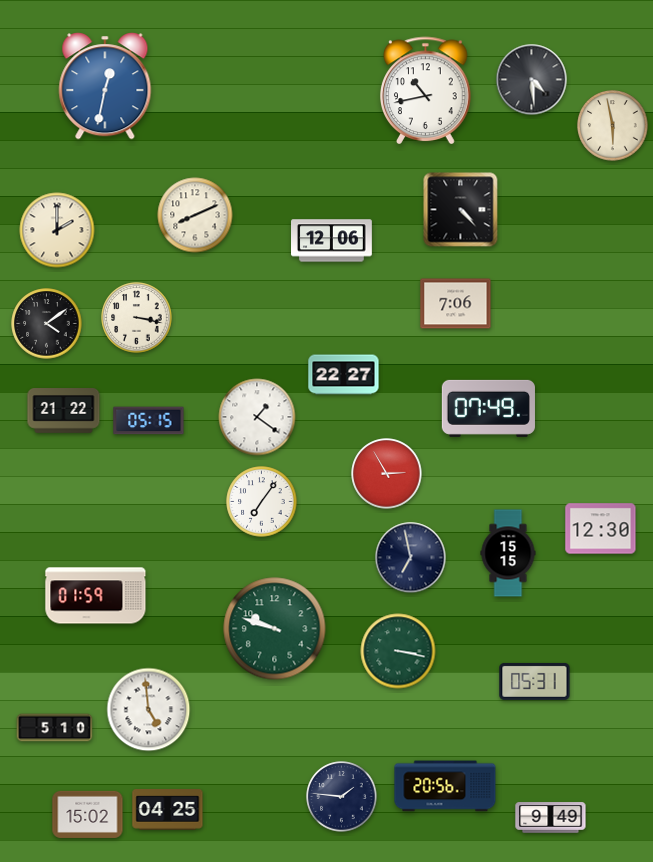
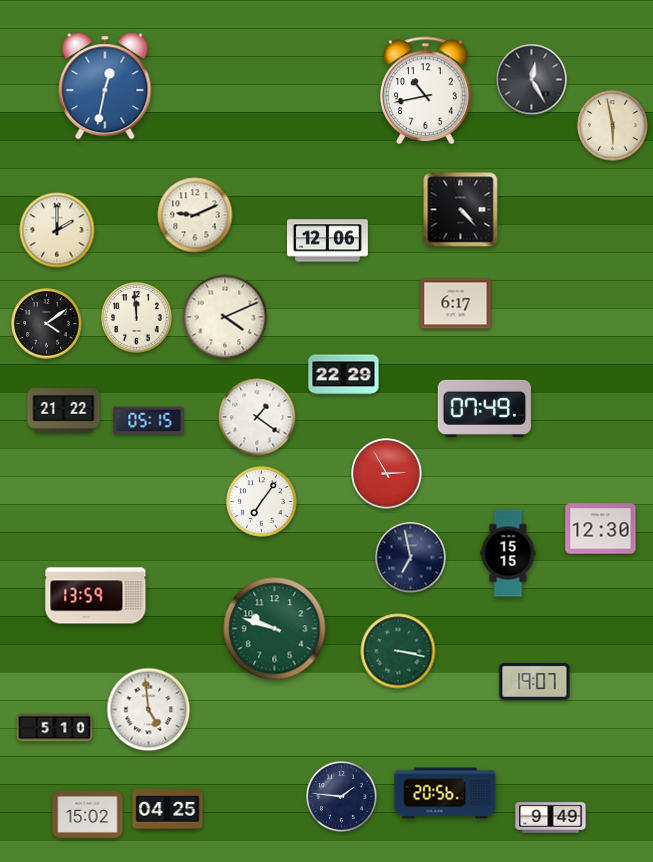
clock at (532, 80): 4:29 -> 12:25
clock at (195, 215): 8:11 -> 9:11
clock at (332, 241) position: (332, 241) -> (328, 241)
clock at (456, 304): 7:06 -> 6:17
clock at (225, 317): none -> 4:11
clock at (137, 318): 3:17 -> 11:59
clock at (344, 375): 22:27 -> 22:29
clock at (488, 408) position: (488, 408) -> (484, 408)
clock at (96, 596): 01:59 -> 13:59
clock at (535, 681): 05:31 -> 19:07
clock at (445, 786) position: (445, 786) -> (445, 793)
